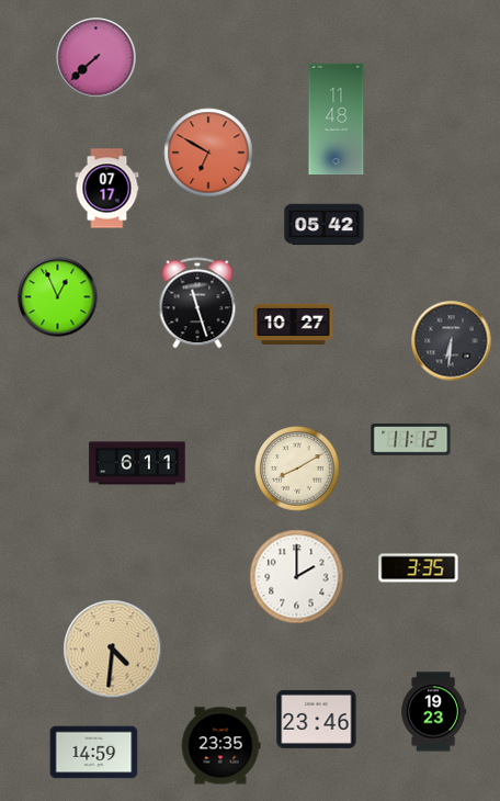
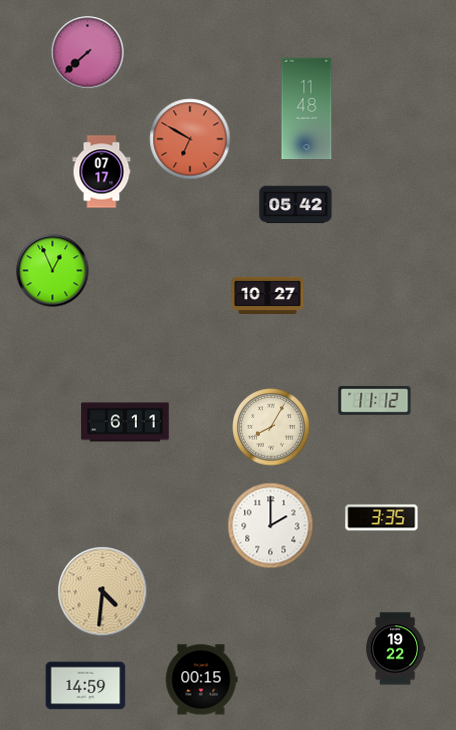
clock at (107, 189) position: (107, 189) -> (102, 172)
clock at (197, 303): 11:27 -> none
clock at (452, 341): 6:31 -> none
clock at (297, 469): 8:10 -> 8:05
clock at (434, 712): 19:23 -> 19:22
clock at (317, 719): 23:46 -> none
clock at (220, 746): 23:35 -> 00:15
